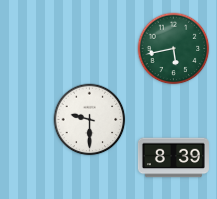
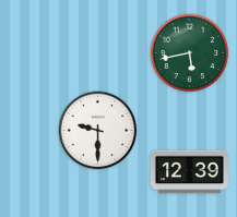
clock at (173, 158): 8:39 -> 12:39
